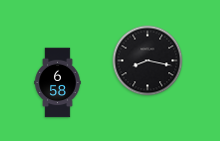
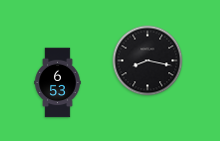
clock at (58, 83): 6:58 -> 6:53
